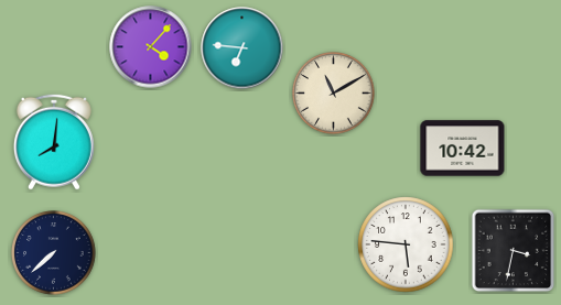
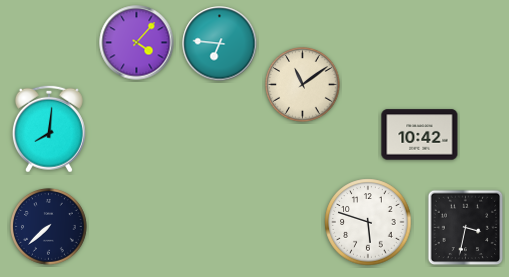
clock at (334, 94): 11:10 -> 11:09
clock at (406, 244): 5:46 -> 5:48
clock at (54, 253) position: (54, 253) -> (49, 227)
